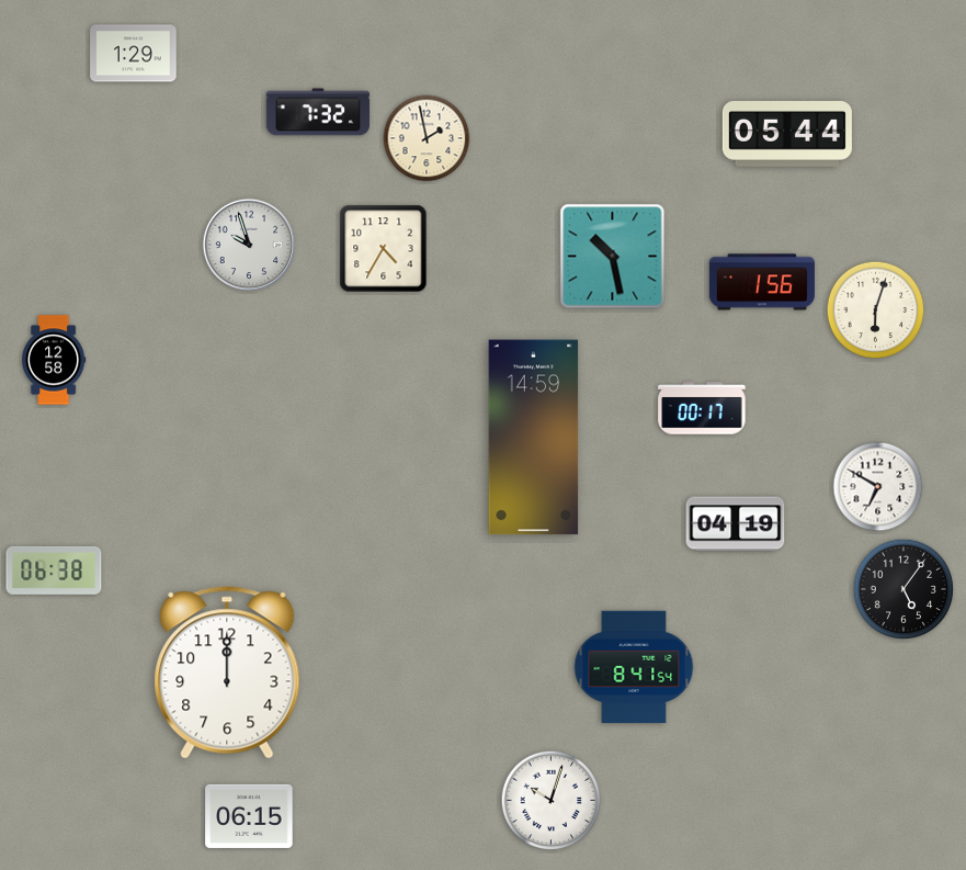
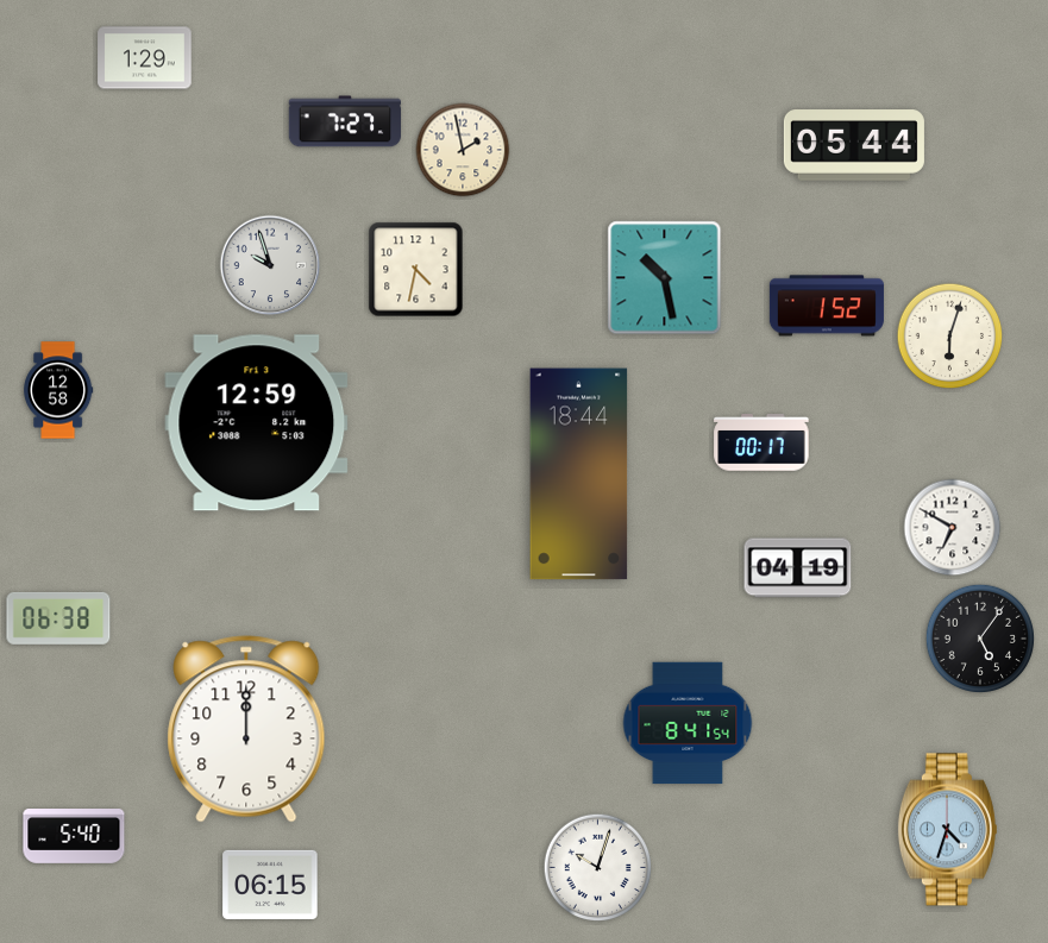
clock at (318, 112): 7:32 -> 7:27
clock at (384, 249): 4:35 -> 4:32
clock at (762, 282): 1:56 -> 1:52
clock at (257, 423): none -> 12:59
clock at (534, 438): 14:59 -> 18:44
clock at (947, 830): none -> 4:33
clock at (74, 837): none -> 5:40
